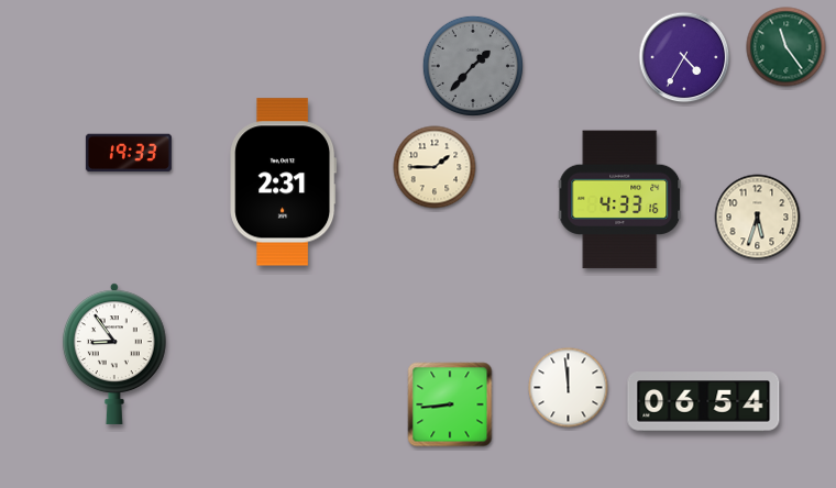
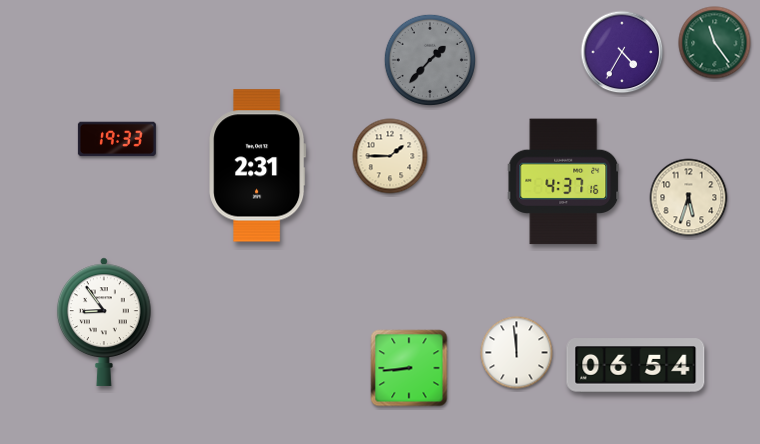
clock at (435, 167) position: (435, 167) -> (390, 156)
clock at (620, 200): 4:33 -> 4:37
clock at (704, 402) position: (704, 402) -> (636, 366)
